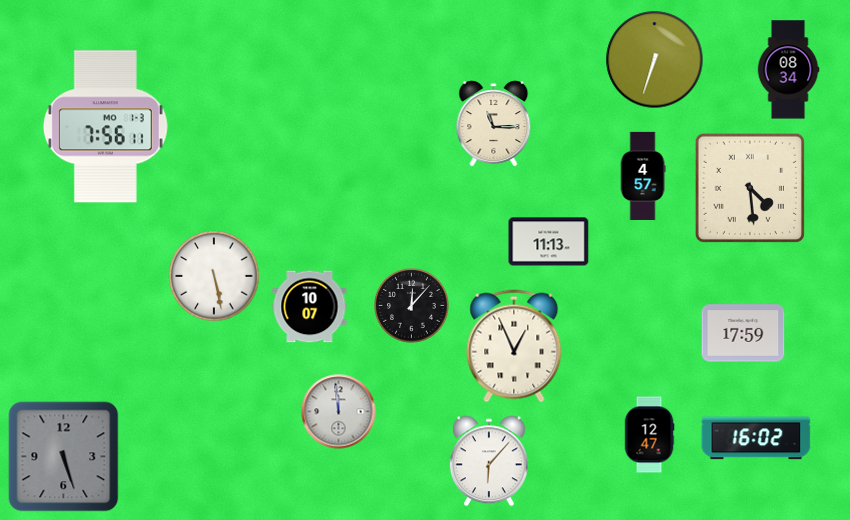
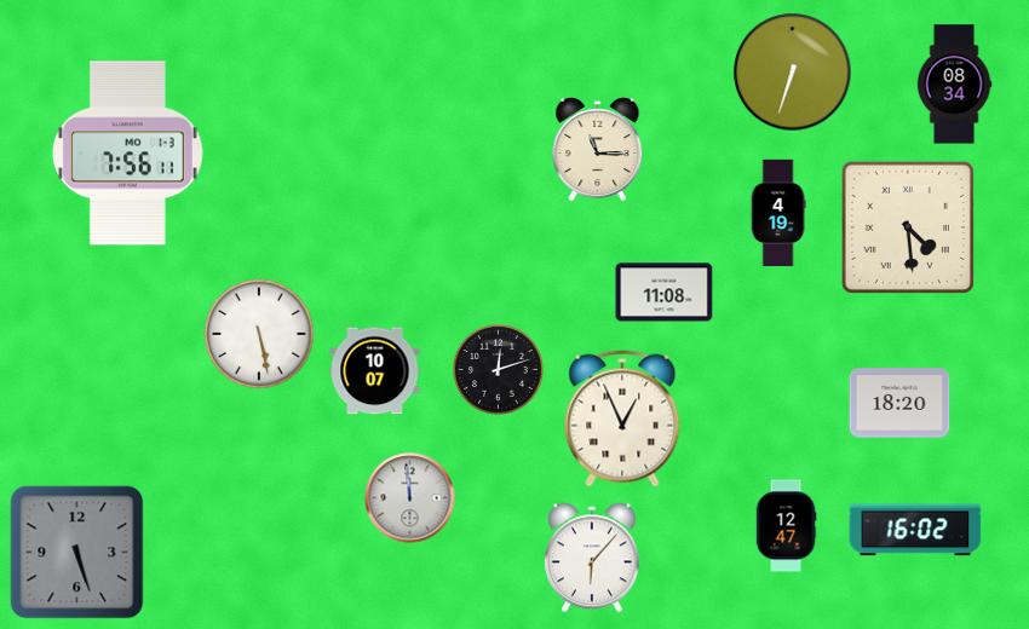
clock at (643, 175): 4:57 -> 4:19
clock at (549, 242): 11:13 -> 11:08
clock at (412, 306): 12:07 -> 12:12
clock at (743, 333): 17:59 -> 18:20
